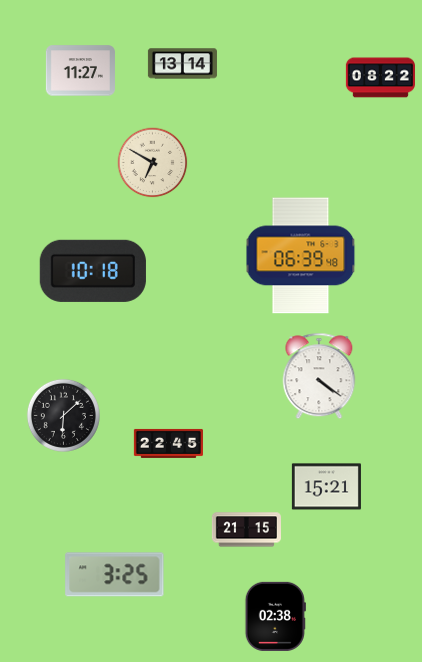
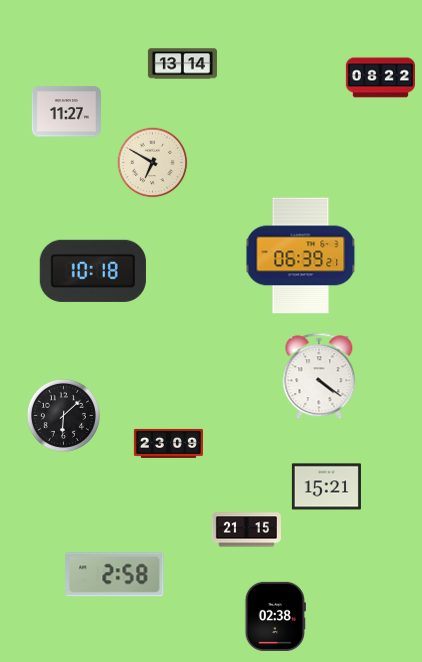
clock at (80, 71) position: (80, 71) -> (66, 112)
clock at (301, 256): 06:39:48 -> 06:39:21
clock at (168, 443): 22:45 -> 23:09
clock at (115, 575): 3:25 -> 2:58
